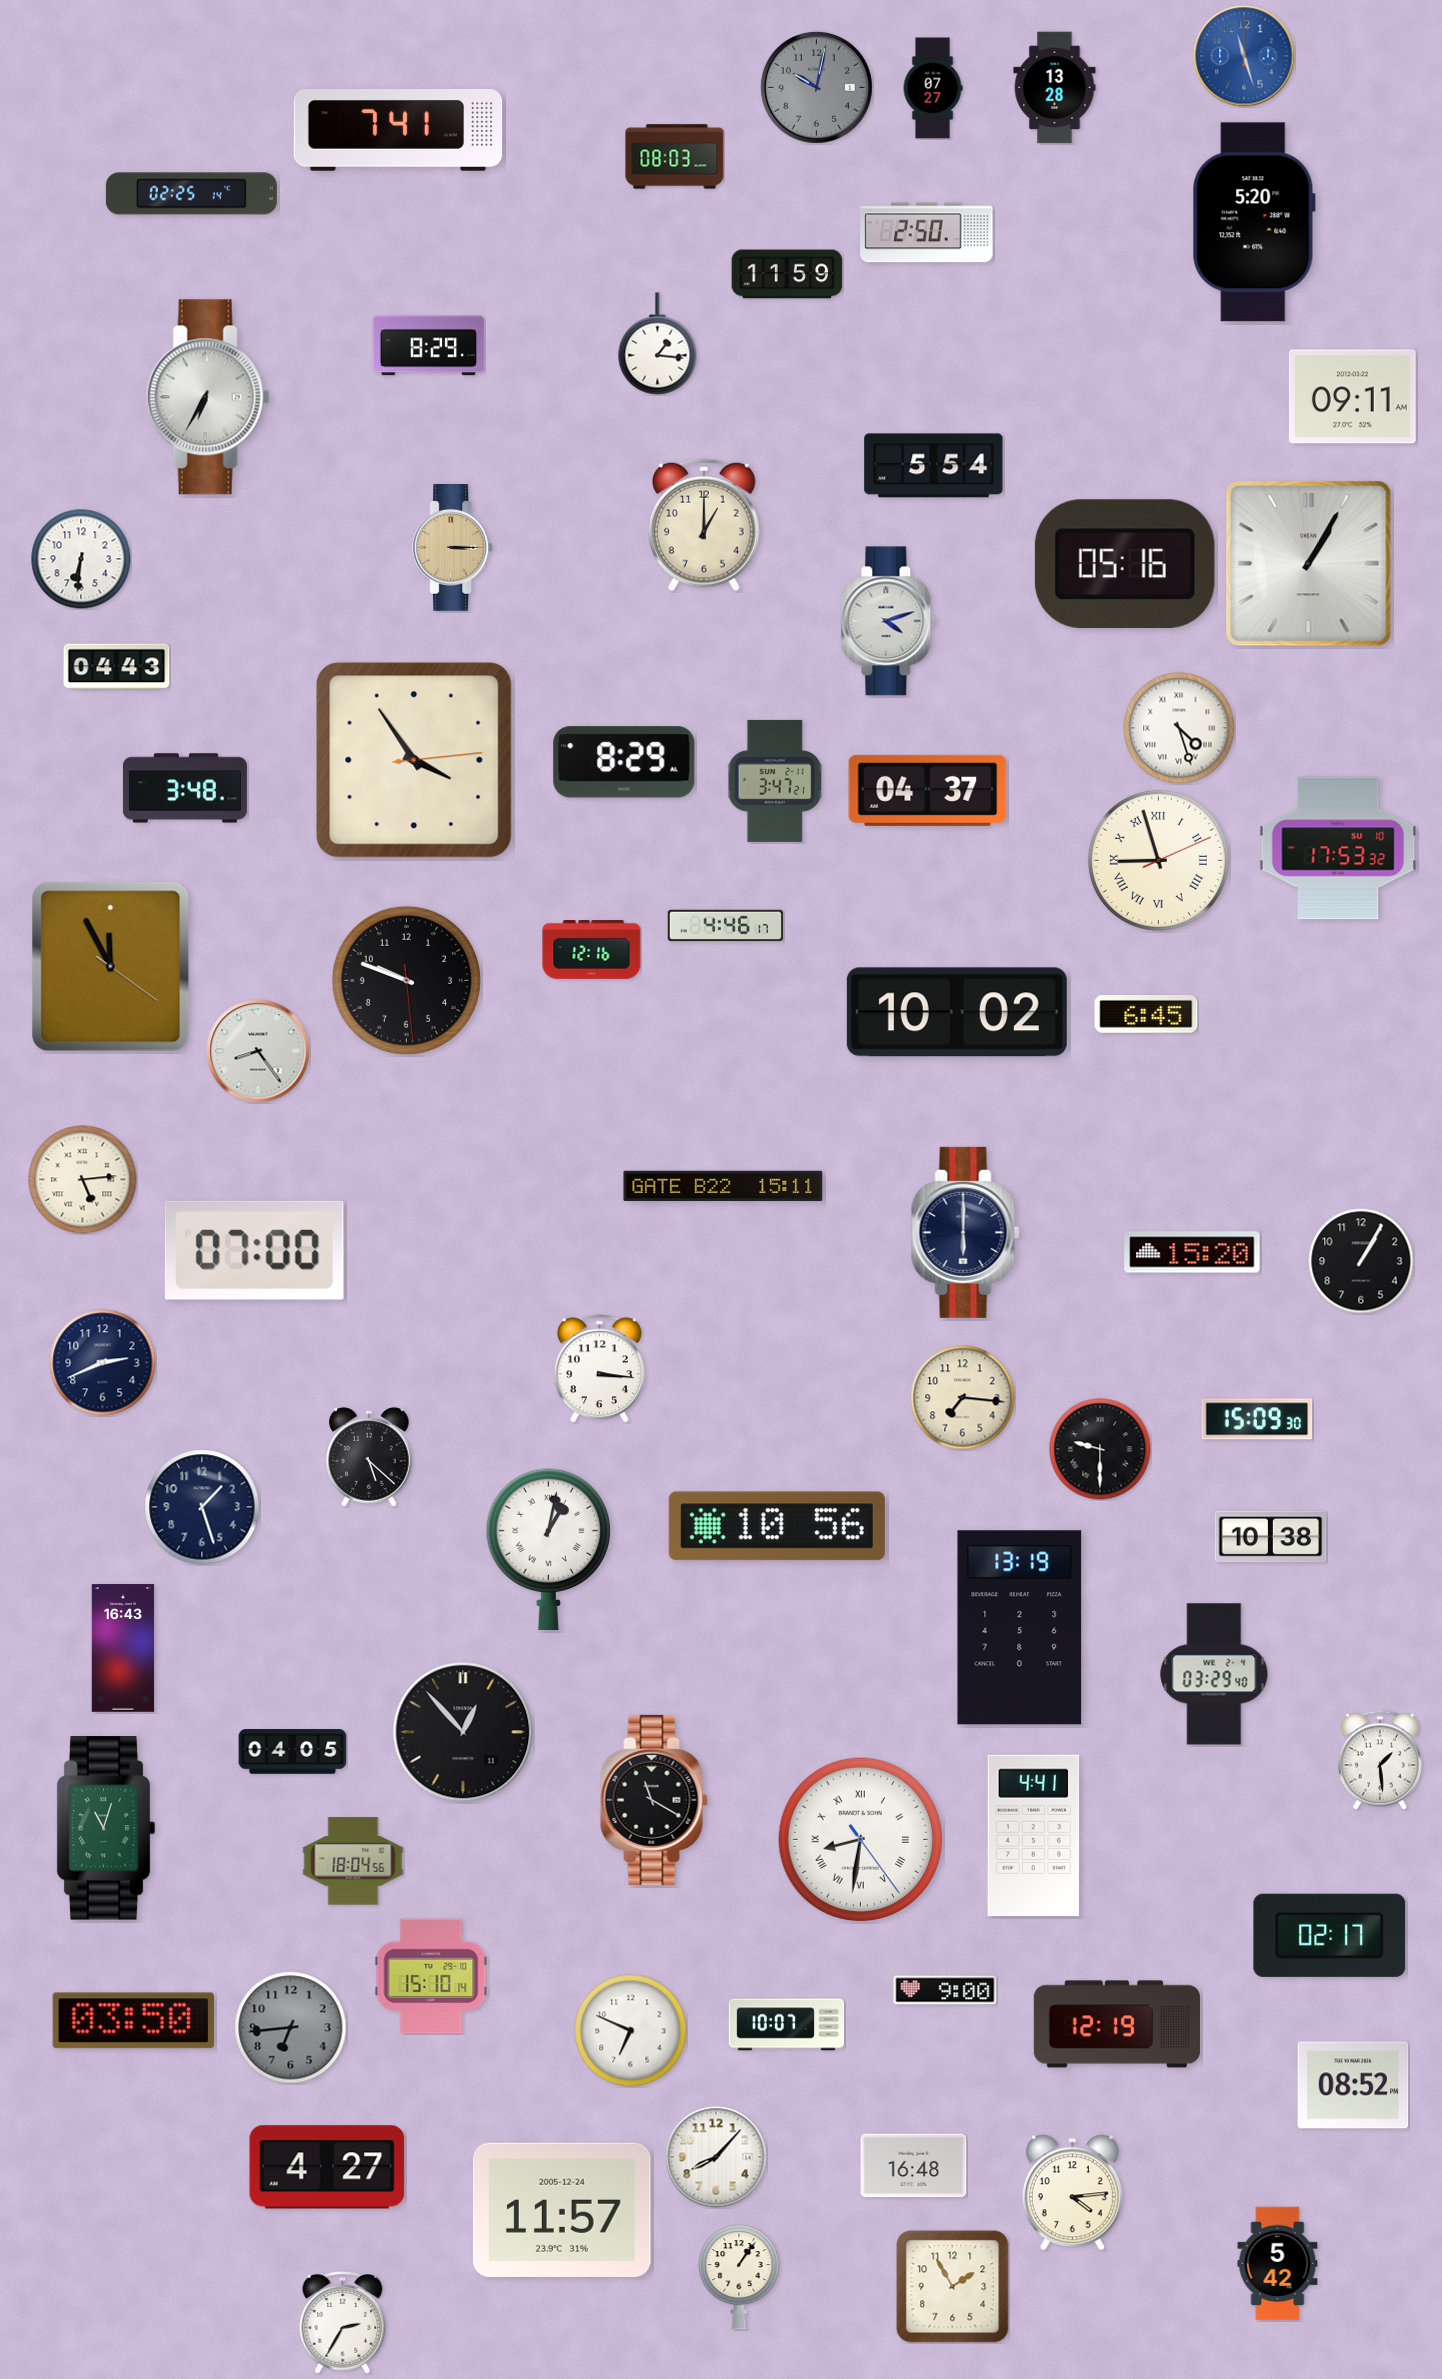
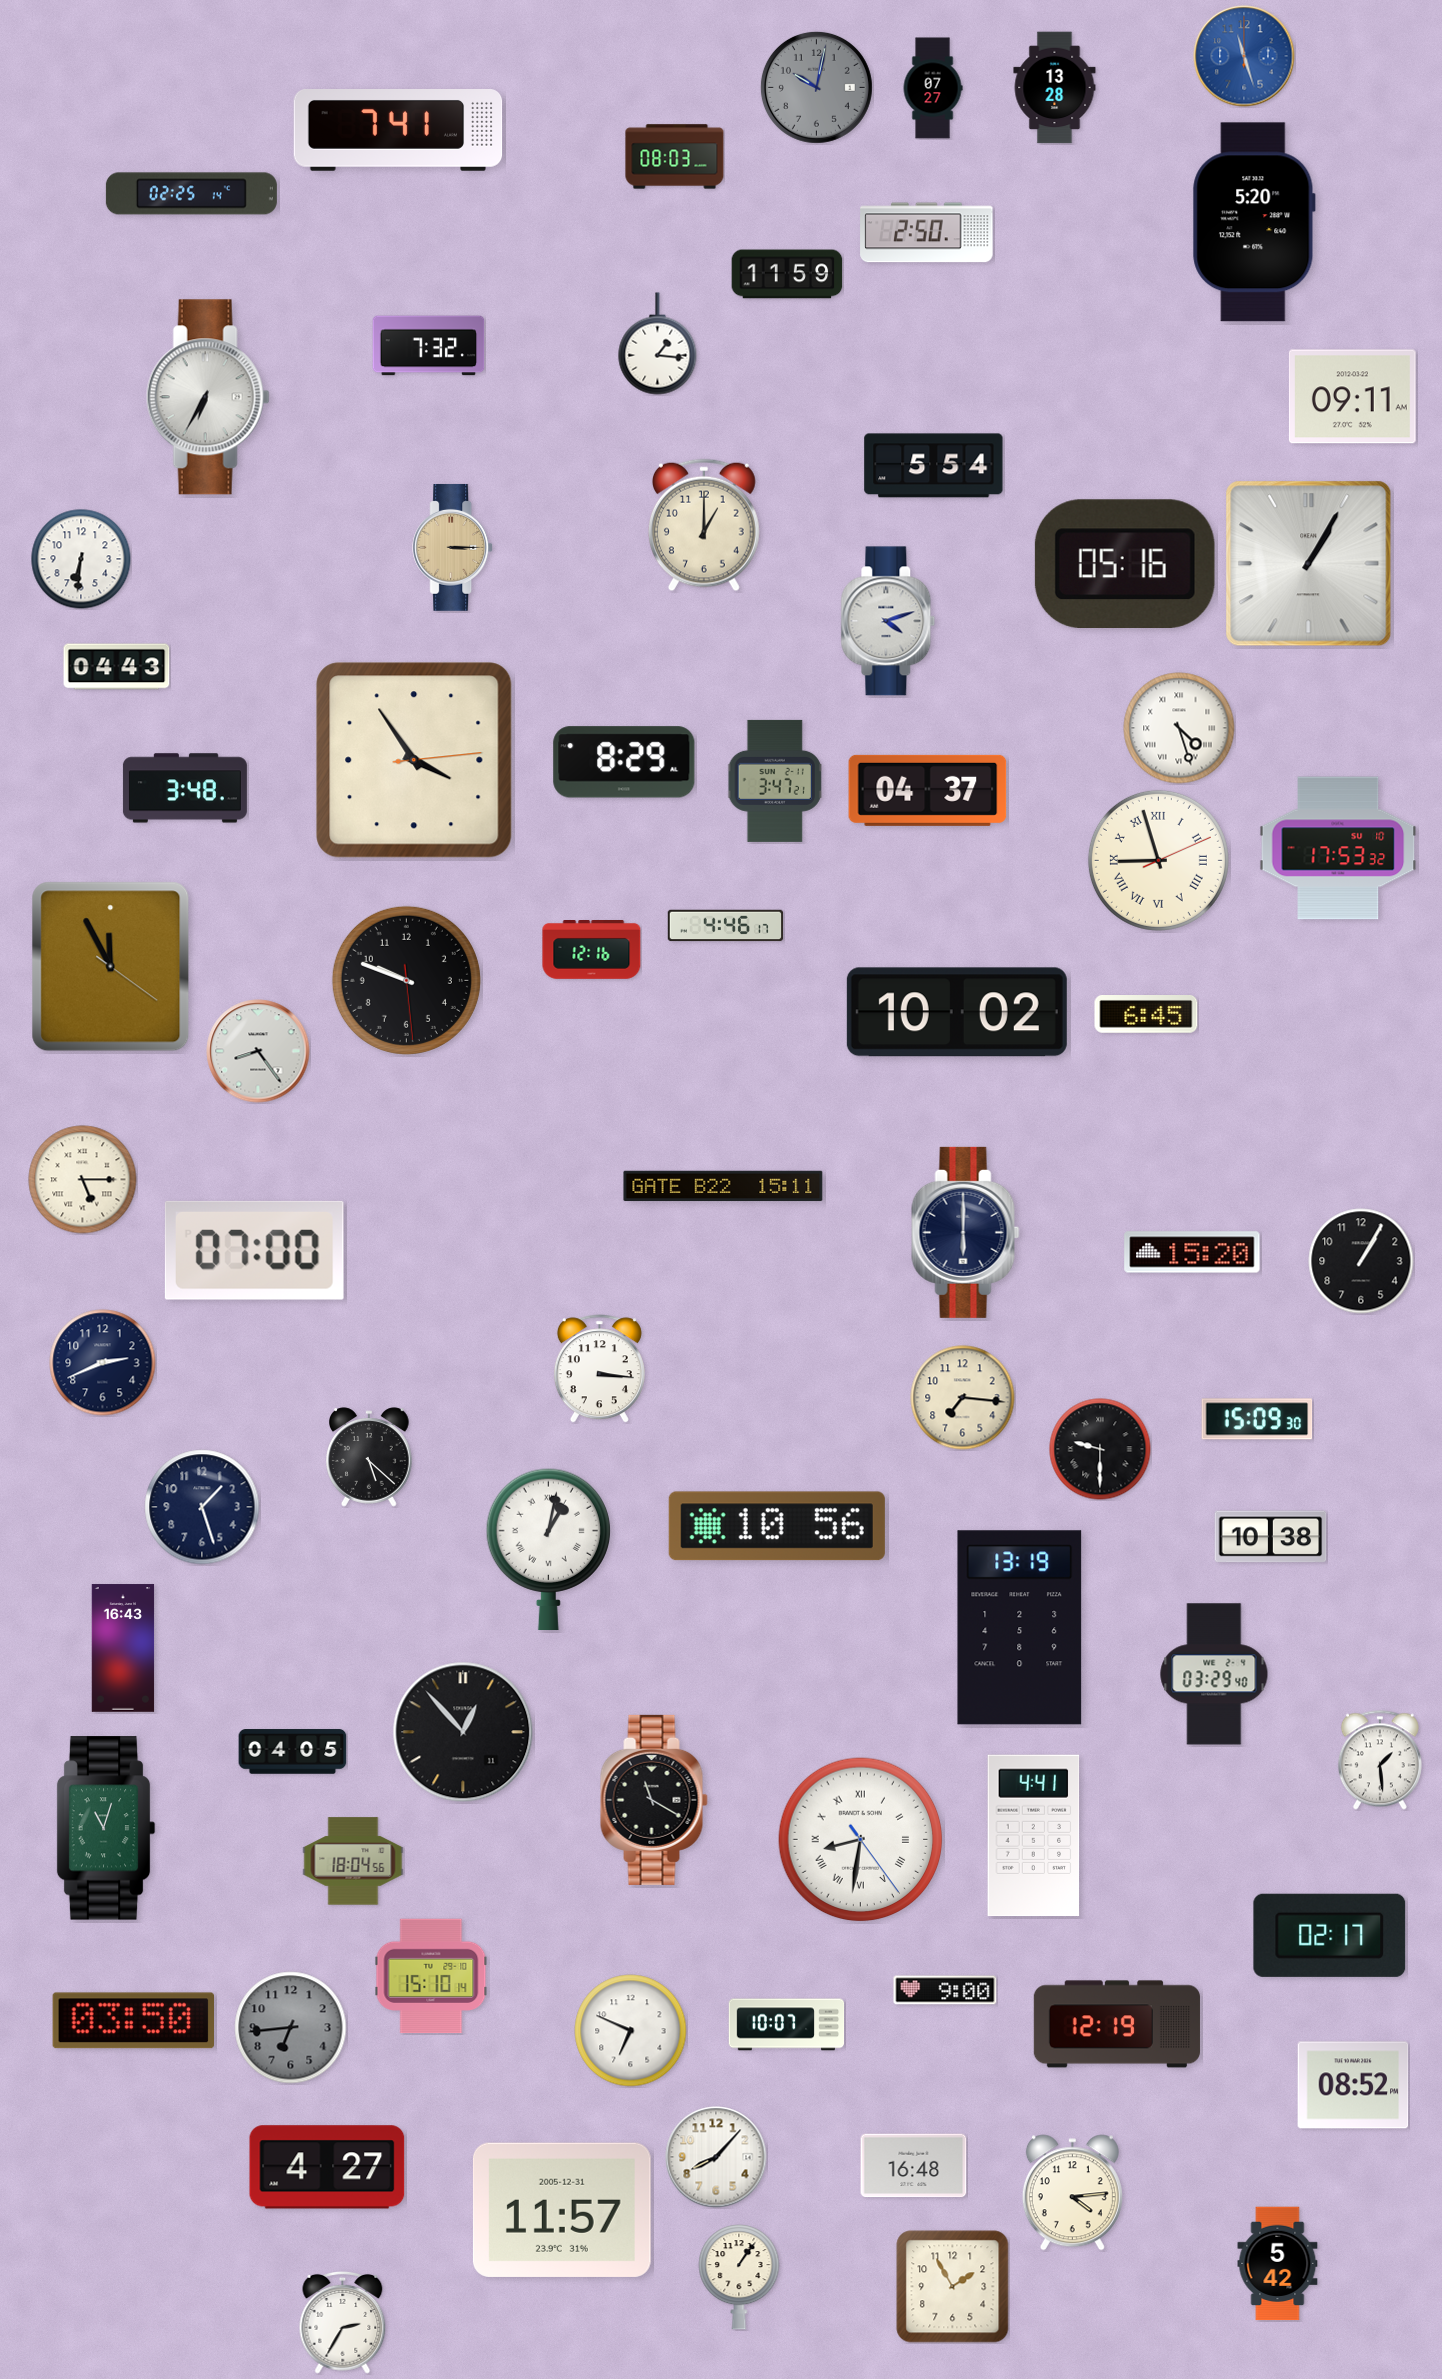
clock at (429, 346): 8:29 -> 7:32
clock at (83, 1180): 5:14 -> 5:15
clock at (562, 2210) date: 2005-12-24 -> 2005-12-31
